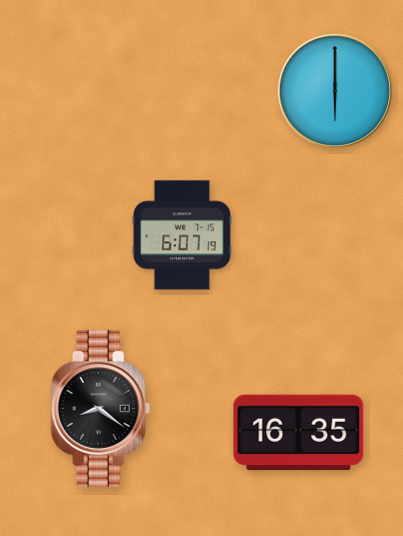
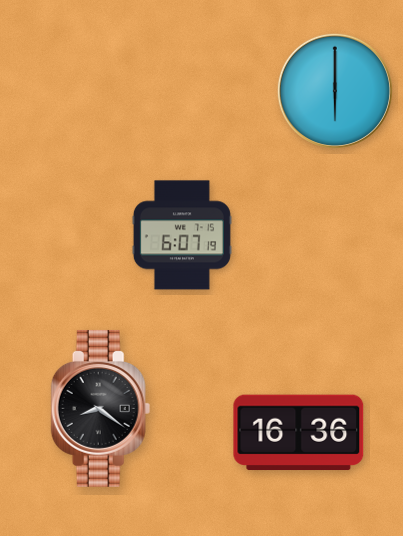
clock at (299, 433): 16:35 -> 16:36
